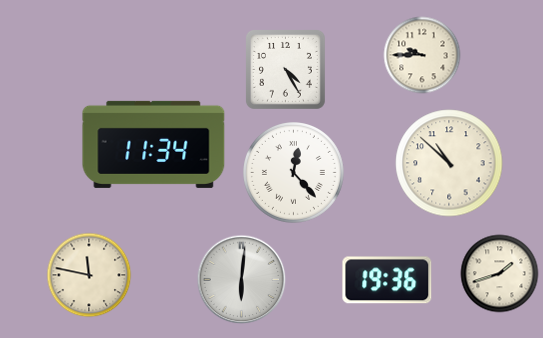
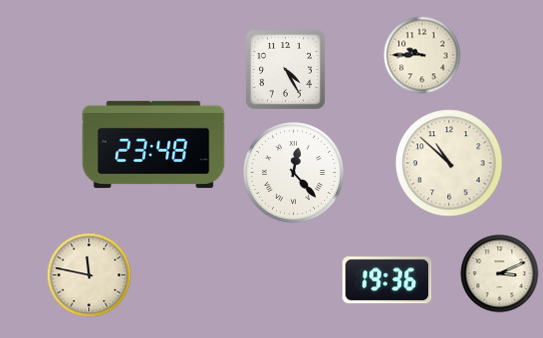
clock at (154, 144): 11:34 -> 23:48
clock at (500, 274): 1:42 -> 3:11
clock at (242, 280): 6:01 -> none
